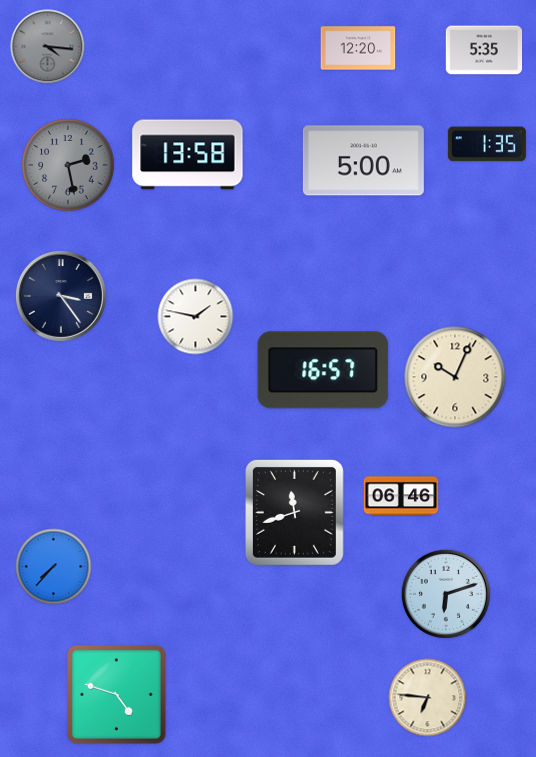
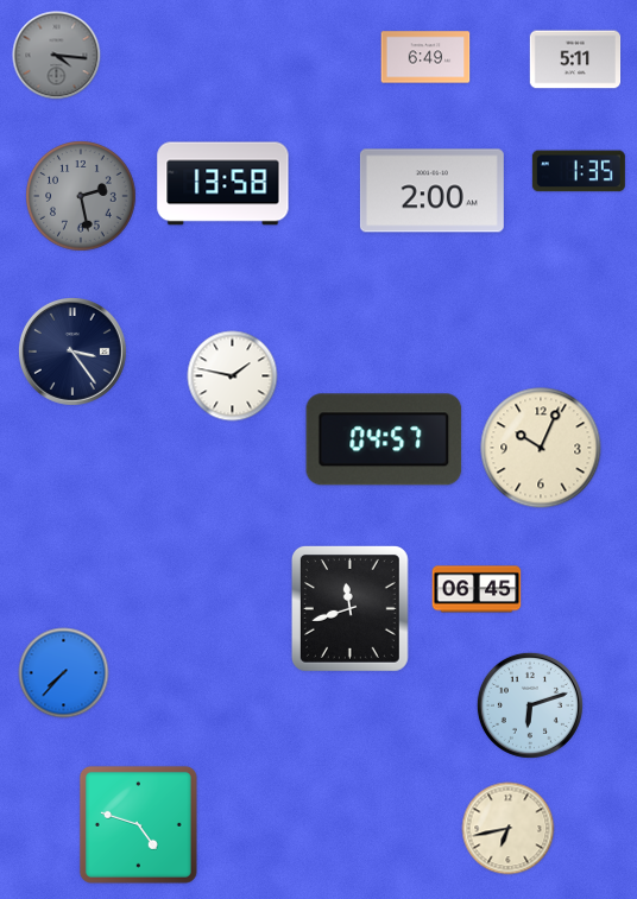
clock at (358, 48): 12:20 -> 6:49
clock at (484, 50): 5:35 -> 5:11
clock at (363, 161): 5:00 -> 2:00
clock at (323, 370): 16:57 -> 04:57
clock at (401, 496): 06:46 -> 06:45
clock at (428, 698): 6:46 -> 6:43
